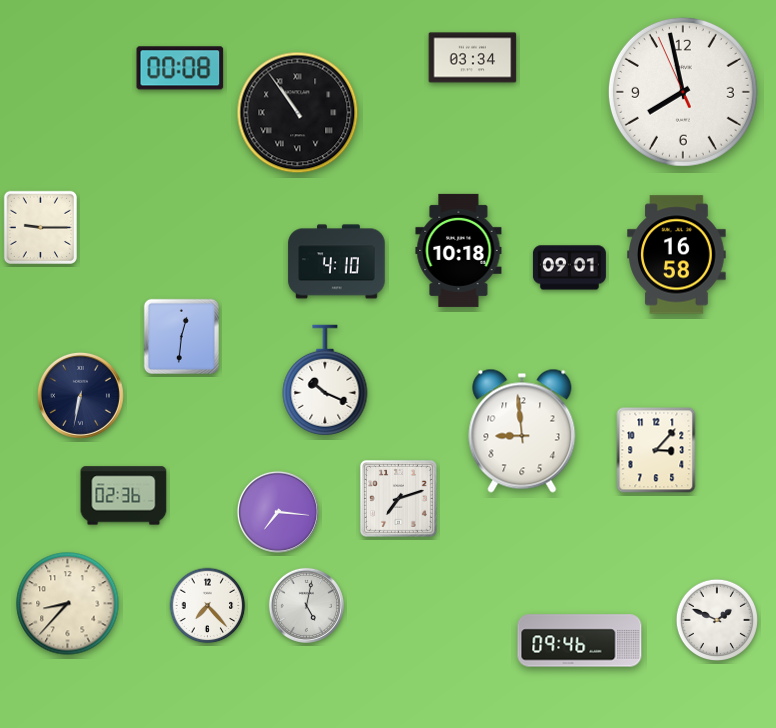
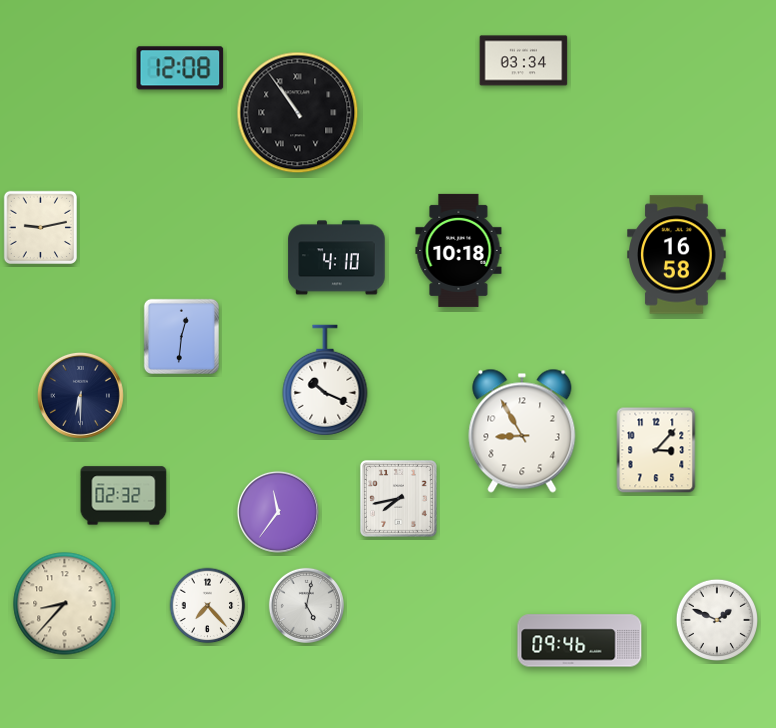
clock at (473, 58) position: (473, 58) -> (524, 61)
clock at (180, 68): 00:08 -> 12:08
clock at (683, 92): 7:57 -> none
clock at (40, 227): 9:15 -> 9:13
clock at (337, 262) position: (337, 262) -> (337, 258)
clock at (569, 268): 09:01 -> none
clock at (80, 395): 6:32 -> 6:30
clock at (522, 431): 8:59 -> 8:55
clock at (124, 496): 02:36 -> 02:32
clock at (398, 498): 7:12 -> 7:43
clock at (278, 512): 7:16 -> 11:36
clock at (68, 604) position: (68, 604) -> (65, 604)
